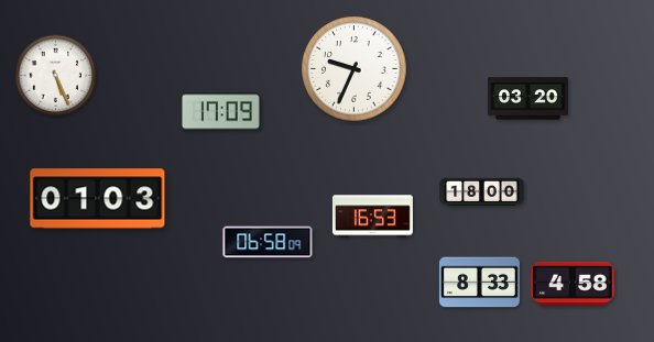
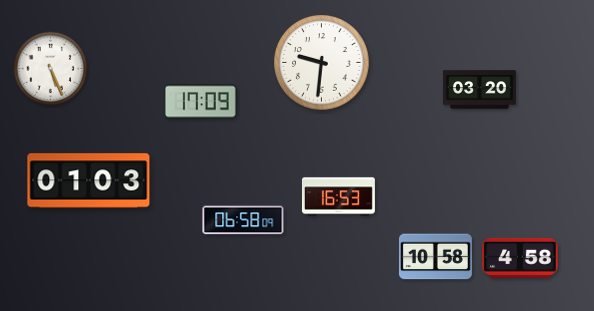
clock at (355, 69): 9:34 -> 9:31
clock at (482, 192): 18:00 -> none
clock at (479, 283): 8:33 -> 10:58
